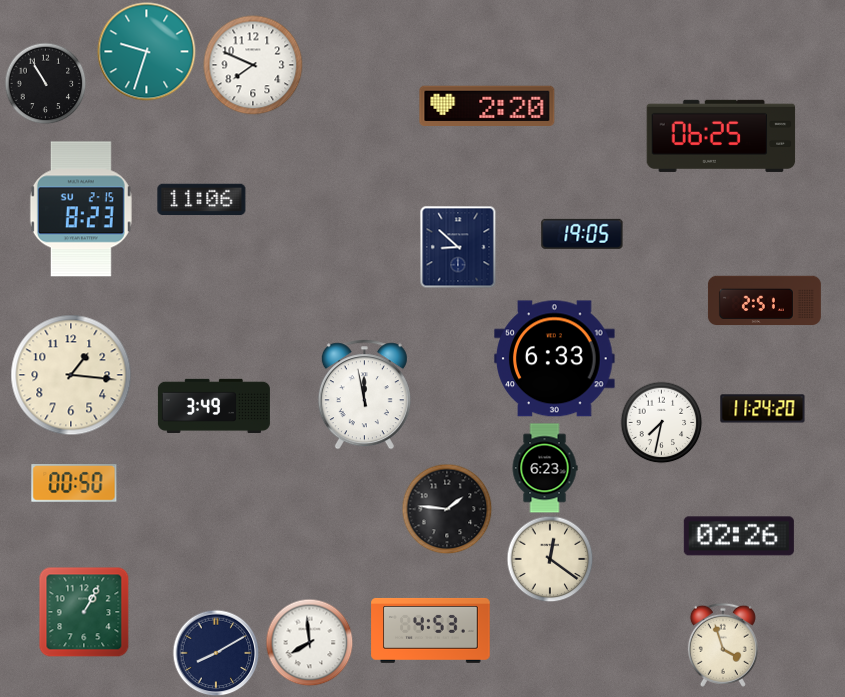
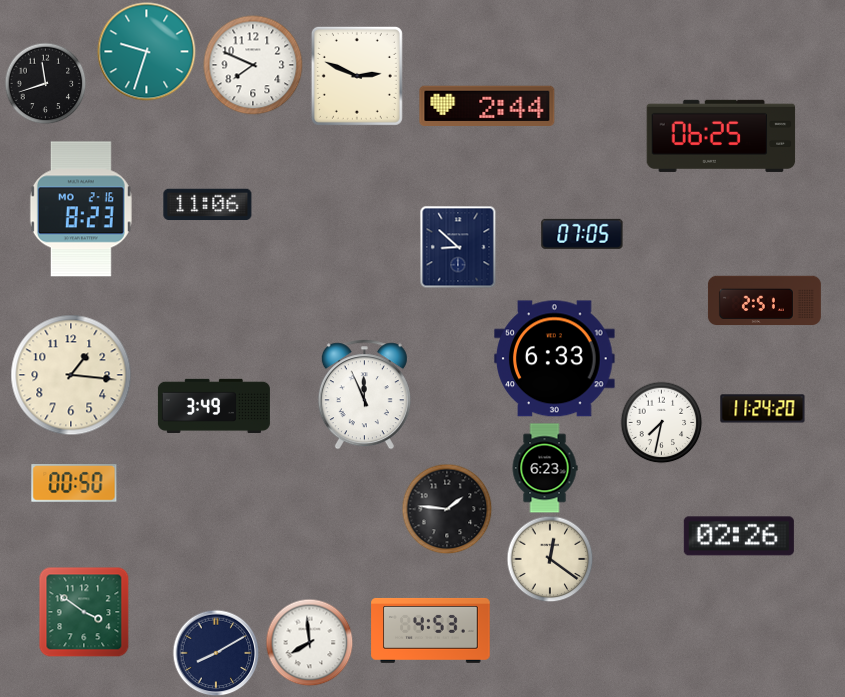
clock at (357, 76): none -> 2:49
clock at (45, 83): 10:55 -> 11:42
clock at (487, 105): 2:20 -> 2:44
clock at (202, 200) position: (202, 200) -> (208, 205)
clock at (81, 209) date: SU 2-15 -> MO 2-16
clock at (582, 234): 19:05 -> 07:05
clock at (364, 395): 11:58 -> 11:56
clock at (84, 612): 1:05 -> 3:51
clock at (723, 645): 3:57 -> none
